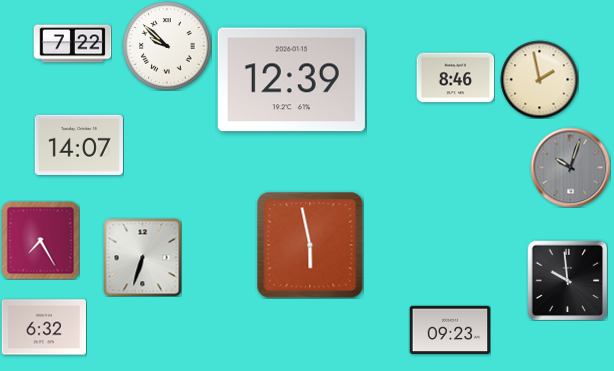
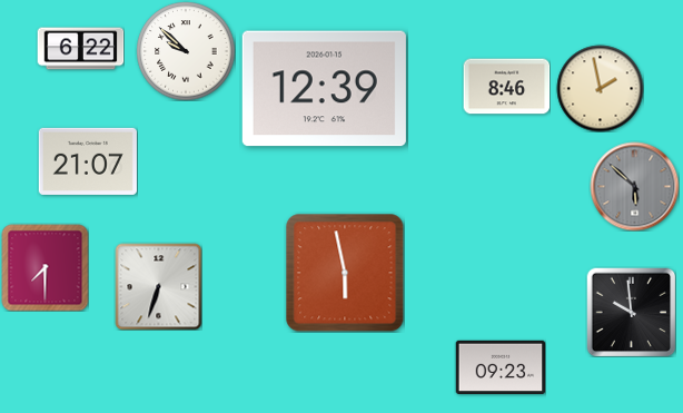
clock at (72, 44): 7:22 -> 6:22
clock at (79, 145): 14:07 -> 21:07
clock at (570, 167): 10:03 -> 5:52
clock at (40, 240): 7:25 -> 7:30
clock at (43, 327): 6:32 -> none
